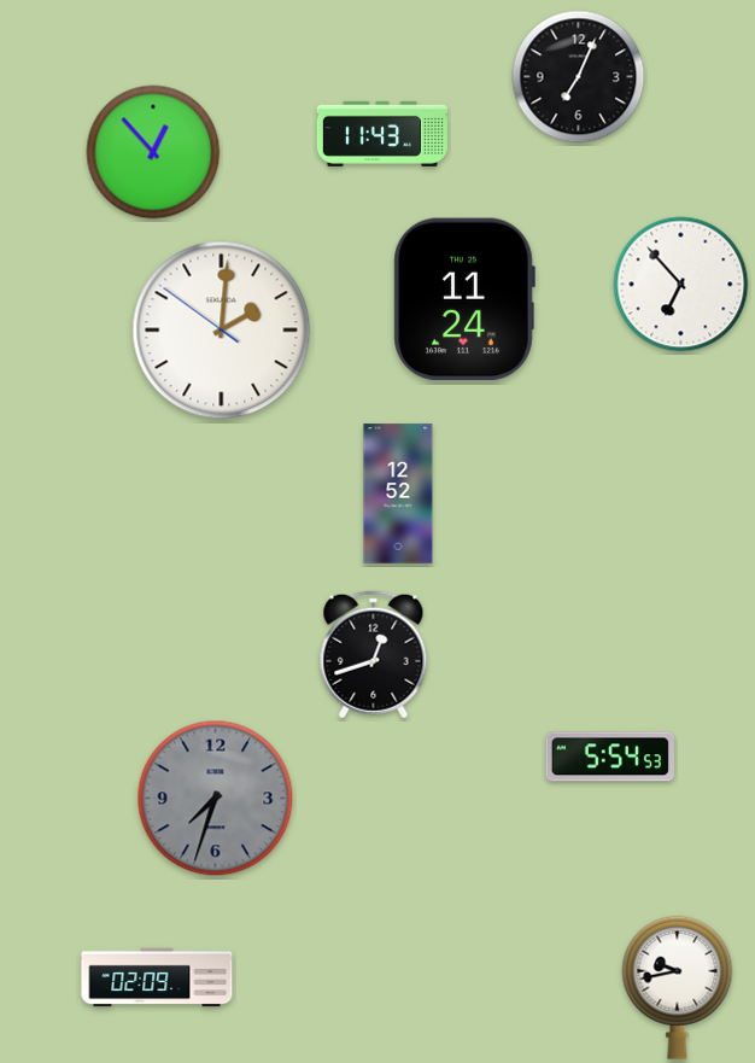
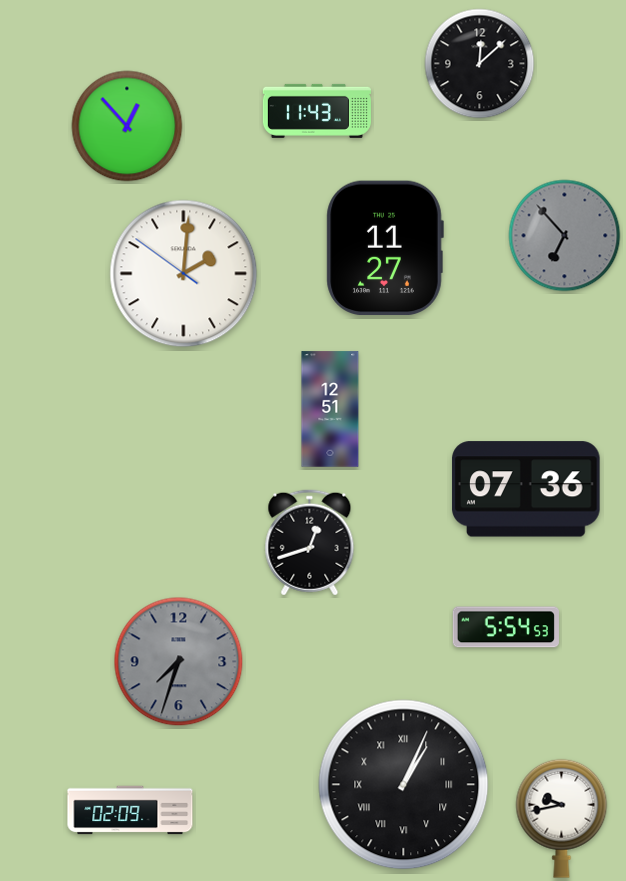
clock at (579, 77): 7:04 -> 12:08
clock at (681, 285) dial: white -> grey
clock at (464, 299): 11:24 -> 11:27
clock at (398, 493): 12:52 -> 12:51
clock at (526, 489): none -> 07:36
clock at (404, 785): none -> 1:04
